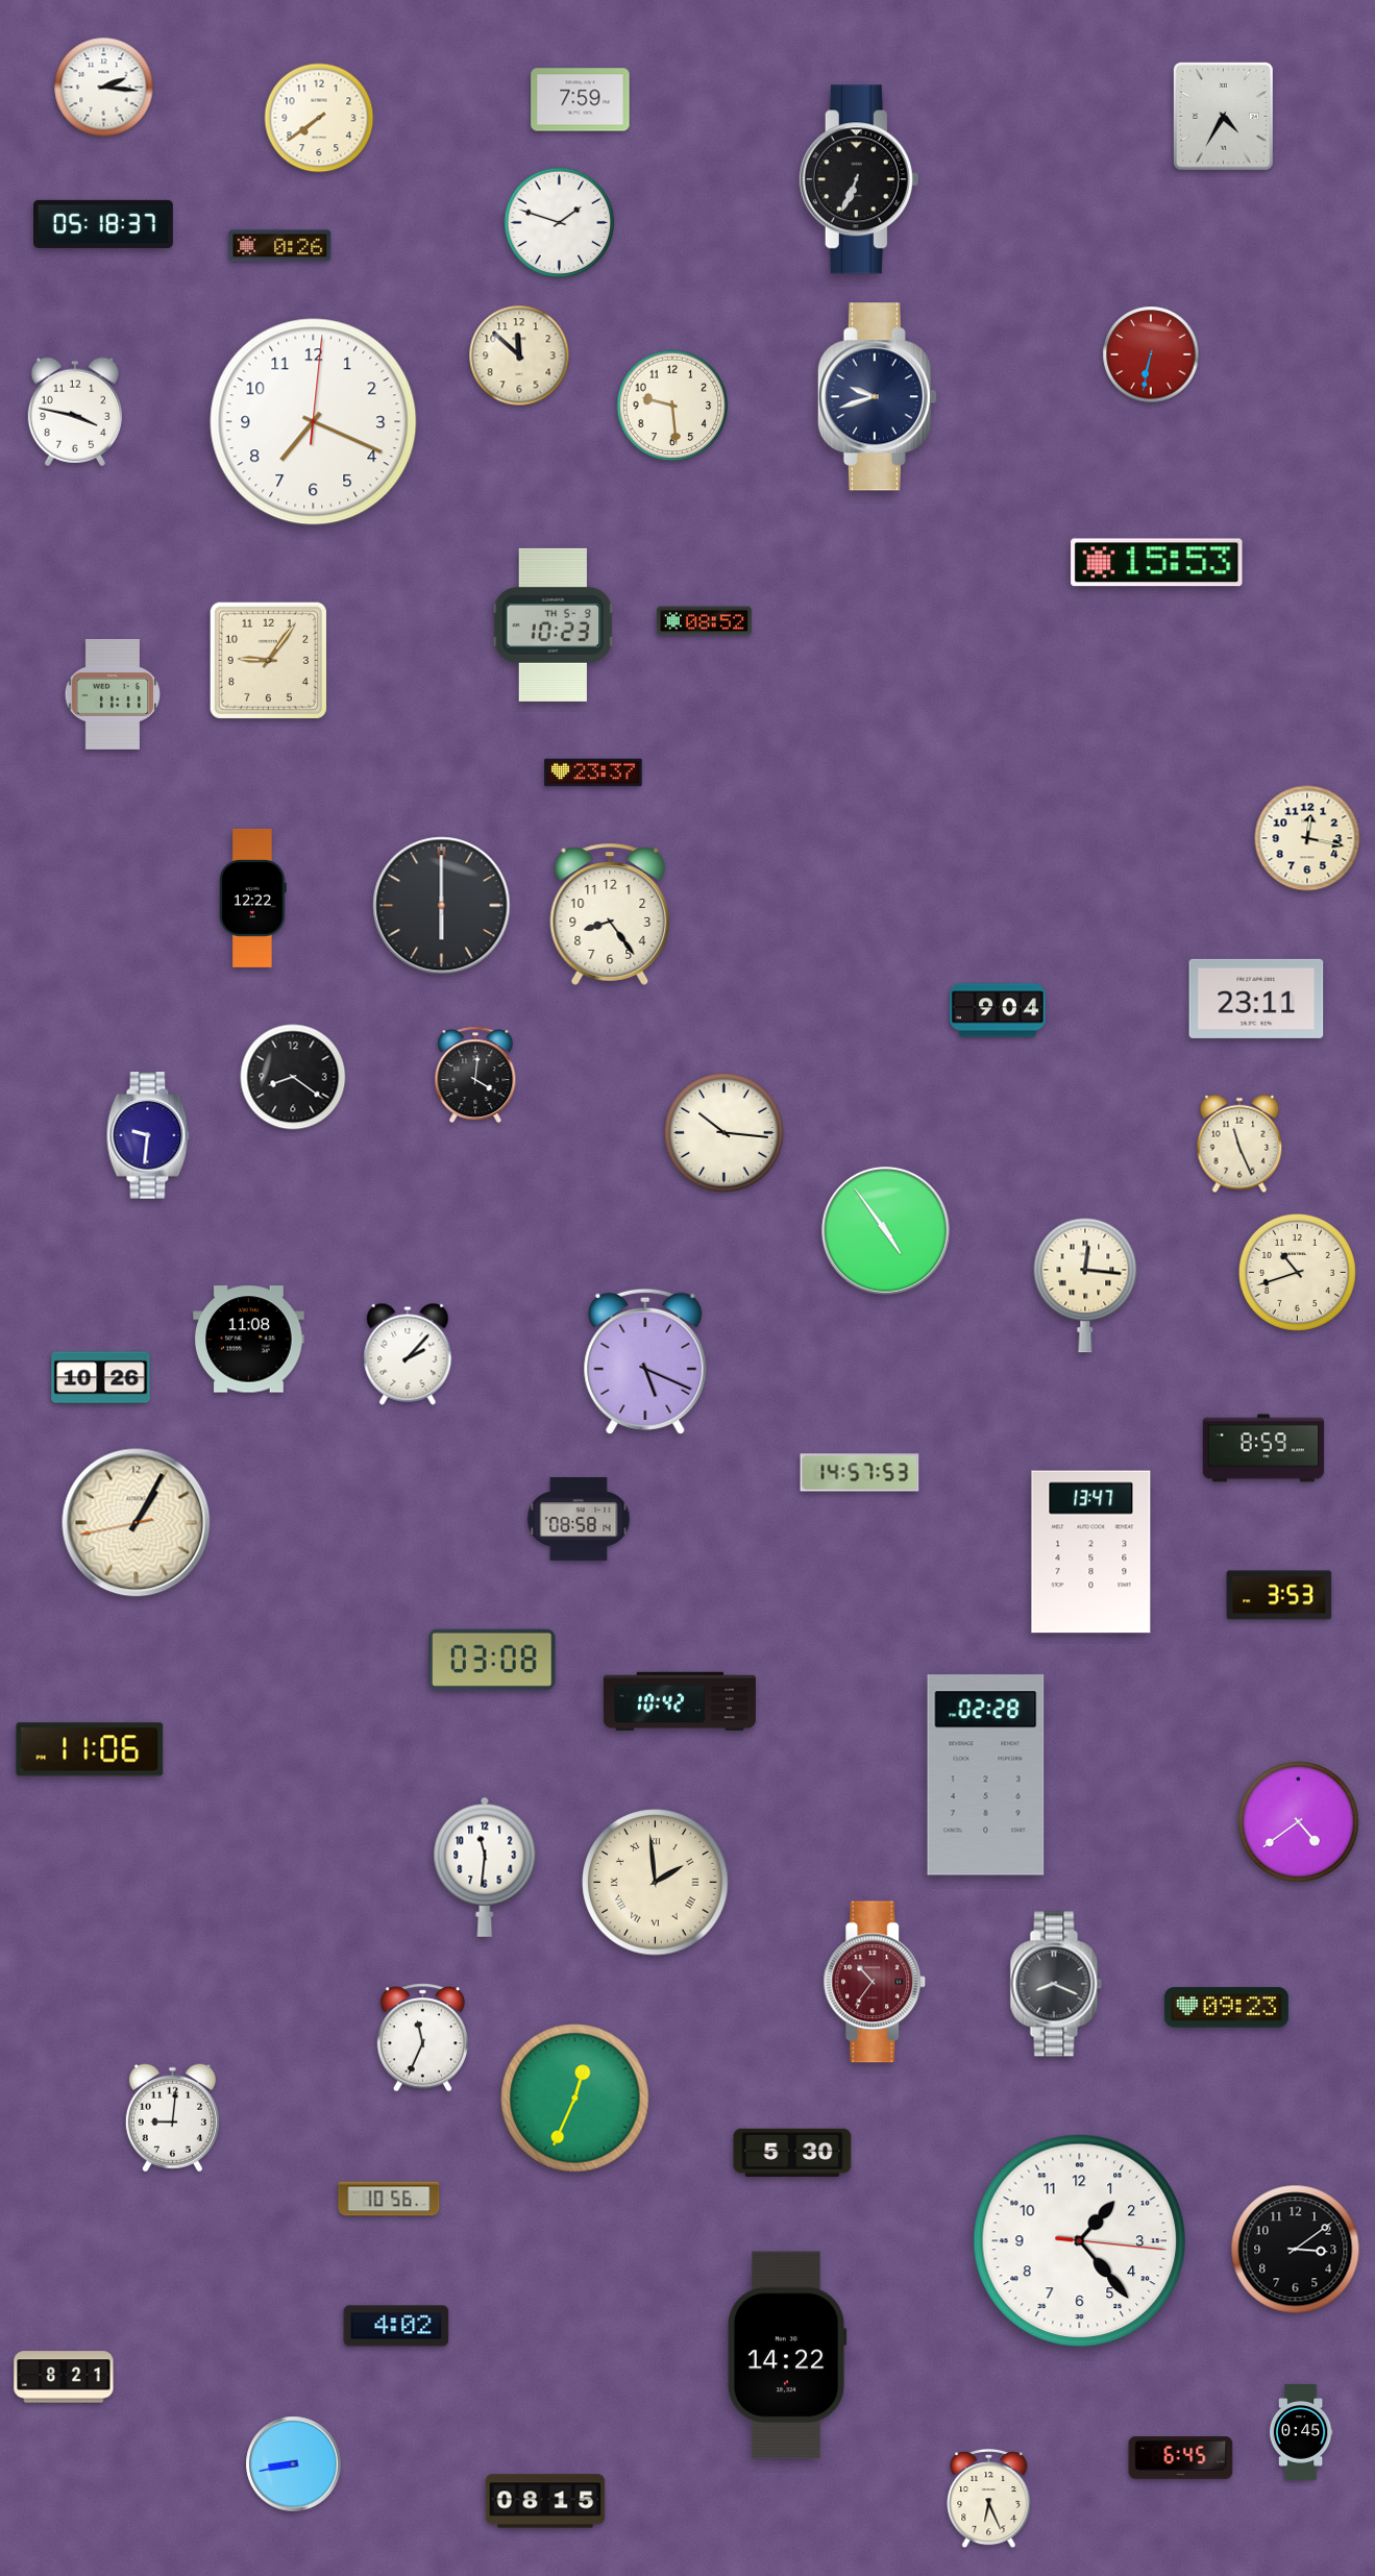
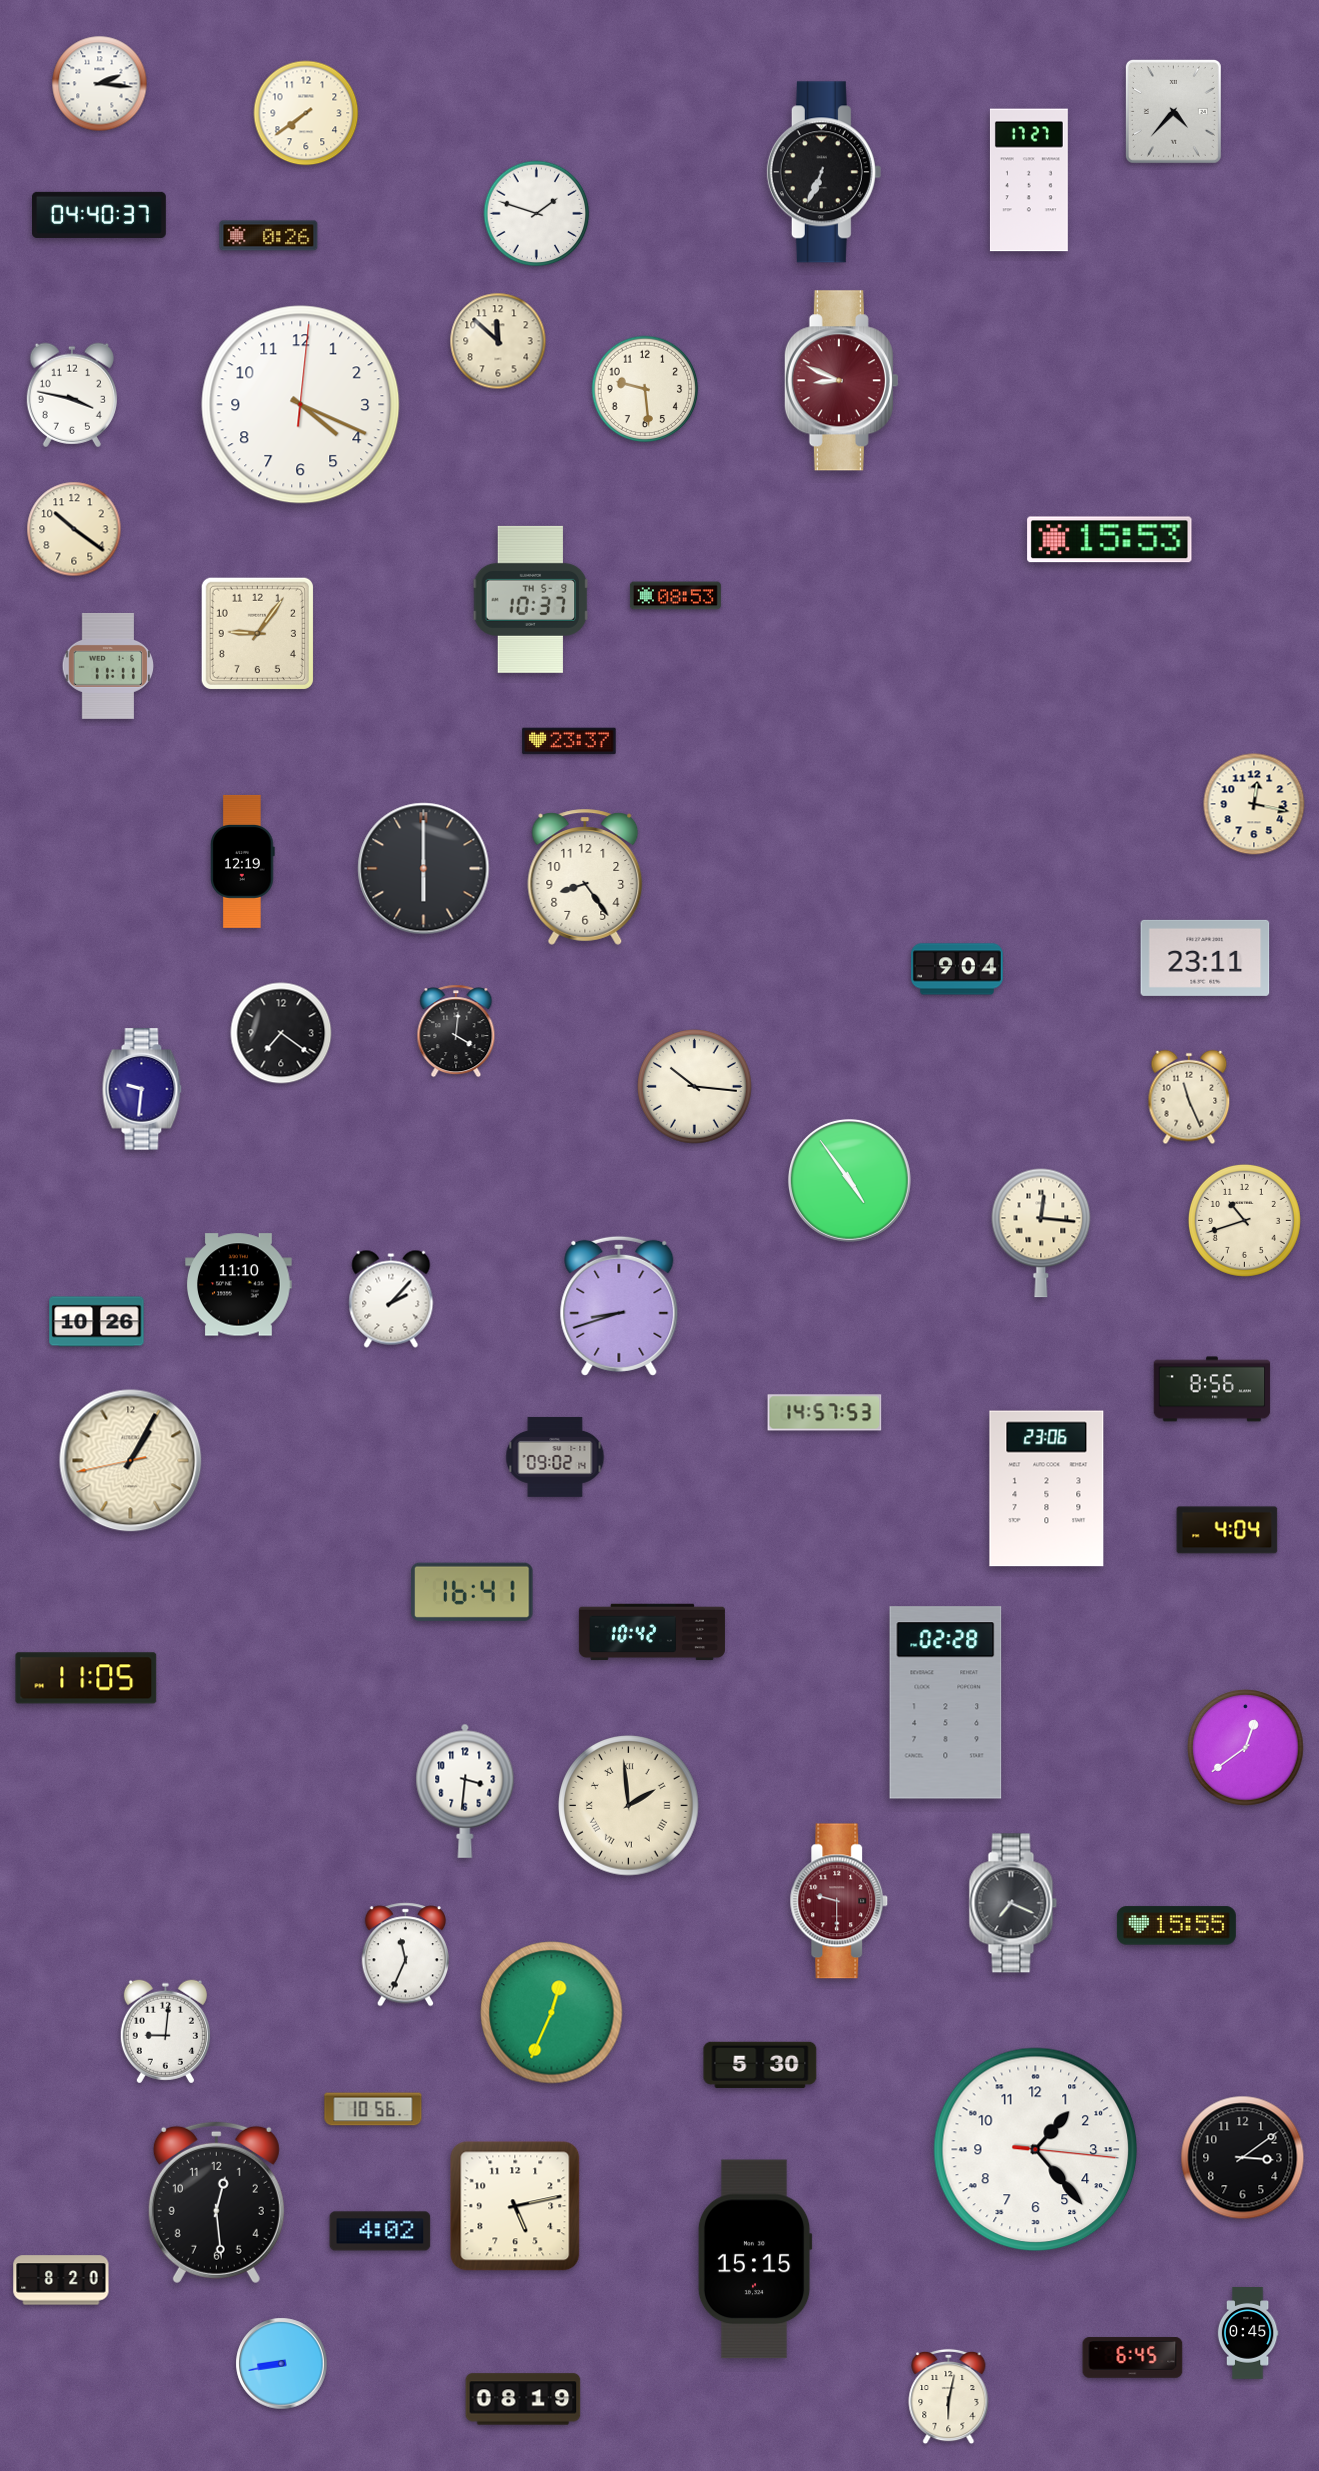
clock at (581, 100): 7:59 -> none
clock at (1223, 116): 4:35 -> 4:37
clock at (1029, 180): none -> 17:27
clock at (104, 224): 05:18 -> 04:40
clock at (1151, 354): 6:32 -> none
clock at (877, 397): 9:42 -> 8:49
clock at (877, 397) dial: navy -> burgundy
clock at (314, 422): 7:19 -> 4:19
clock at (74, 529): none -> 10:21
clock at (704, 621): 08:52 -> 08:53
clock at (554, 624): 10:23 -> 10:37
clock at (253, 898): 12:22 -> 12:19
clock at (293, 1077): 8:21 -> 7:21
clock at (249, 1340): 11:08 -> 11:10
clock at (645, 1361): 5:19 -> 8:42
clock at (1263, 1448): 8:59 -> 8:56
clock at (579, 1519): 08:58 -> 09:02
clock at (1091, 1552): 13:47 -> 23:06
clock at (1279, 1595): 3:53 -> 4:04
clock at (493, 1660): 03:08 -> 16:41
clock at (90, 1749): 11:06 -> 11:05
clock at (1299, 1822): 4:39 -> 12:39
clock at (485, 1867): 11:31 -> 3:31
clock at (875, 1982): 10:36 -> 9:30
clock at (1056, 1984): 8:19 -> 7:19
clock at (1226, 2008): 09:23 -> 15:55
clock at (216, 2202): none -> 12:29
clock at (515, 2206): none -> 5:13
clock at (787, 2355): 14:22 -> 15:15
clock at (64, 2377): 8:21 -> 8:20
clock at (989, 2499): 6:26 -> 6:02
clock at (545, 2501): 08:15 -> 08:19
